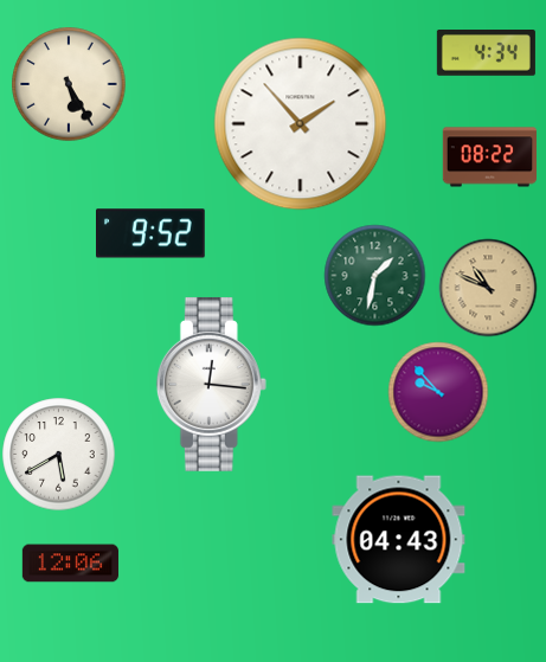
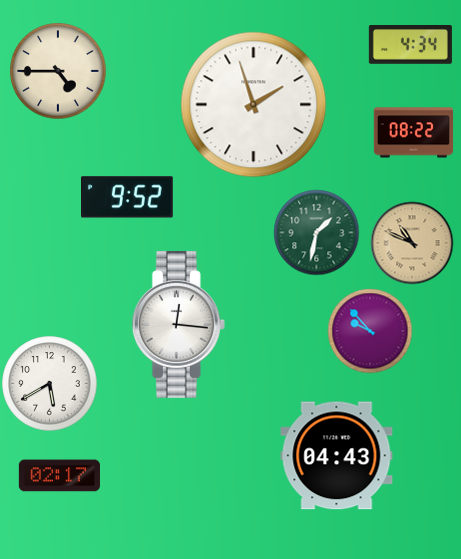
clock at (69, 84): 5:25 -> 4:45
clock at (301, 124): 1:53 -> 1:57
clock at (70, 564): 12:06 -> 02:17
